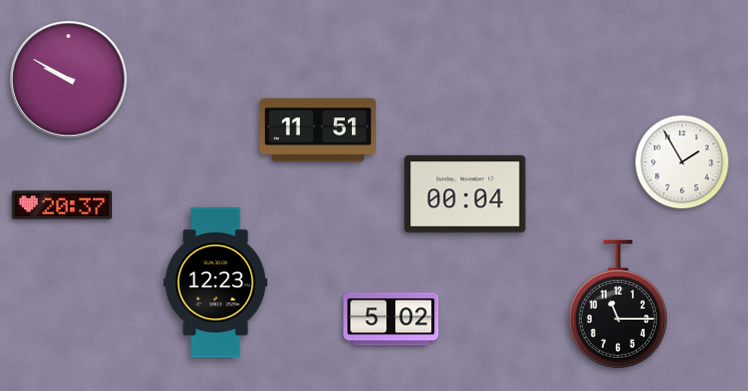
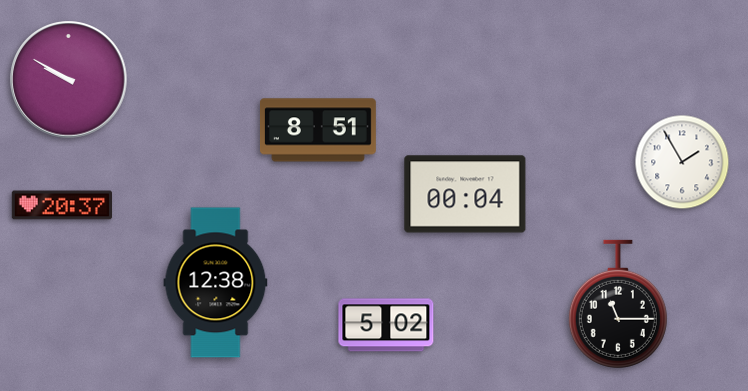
clock at (318, 130): 11:51 -> 8:51
clock at (216, 283): 12:23 -> 12:38
clock at (391, 319) position: (391, 319) -> (386, 325)
